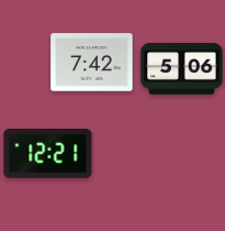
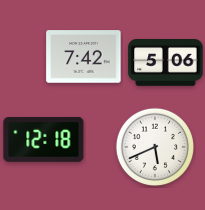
clock at (48, 154): 12:21 -> 12:18
clock at (154, 146): none -> 5:41
